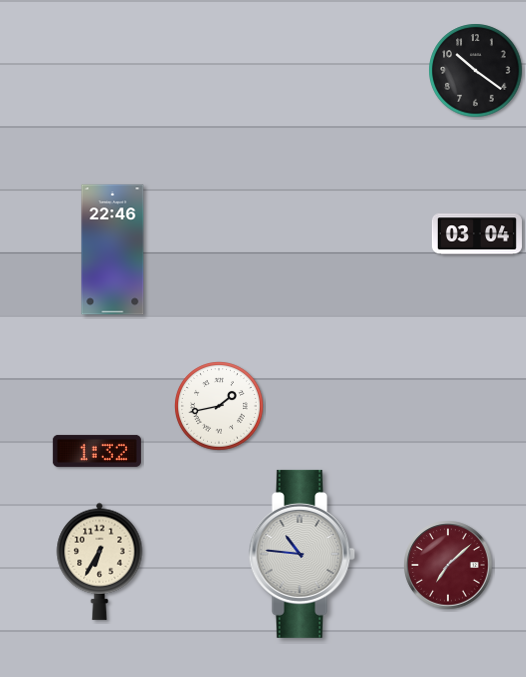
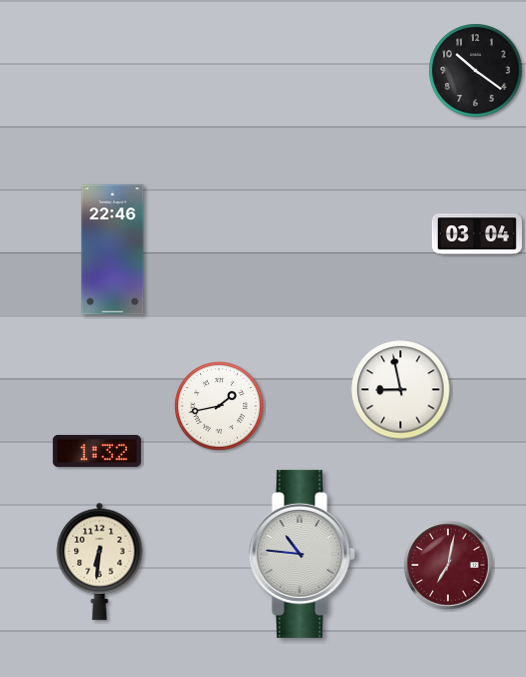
clock at (401, 390): none -> 8:58
clock at (100, 561): 6:35 -> 6:31
clock at (448, 565): 7:08 -> 7:02
